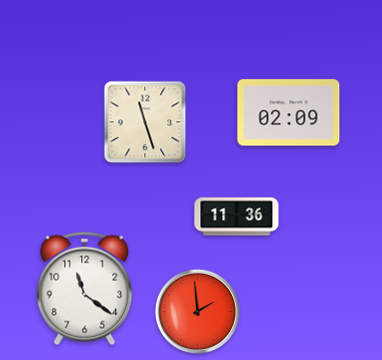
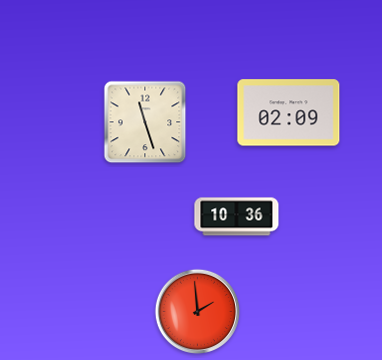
clock at (237, 217): 11:36 -> 10:36
clock at (85, 289): 11:21 -> none
